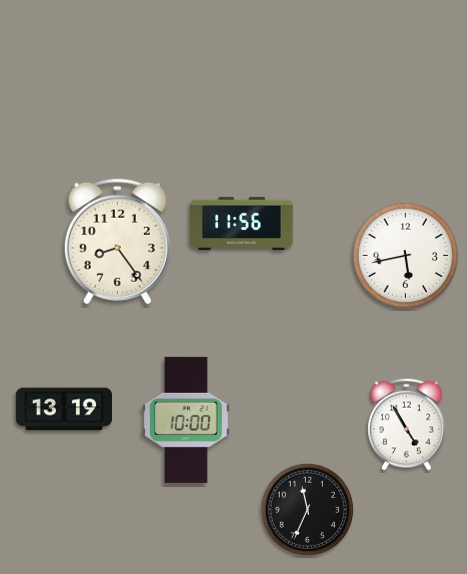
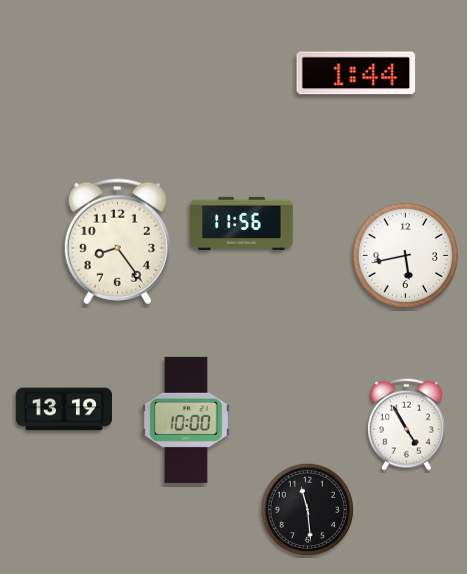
clock at (356, 73): none -> 1:44
clock at (307, 509): 11:34 -> 11:29
